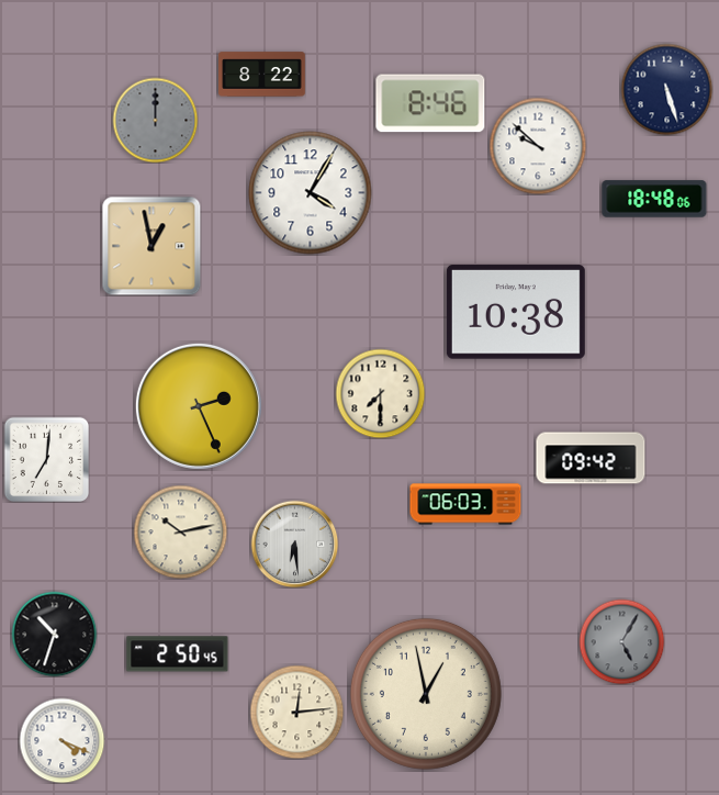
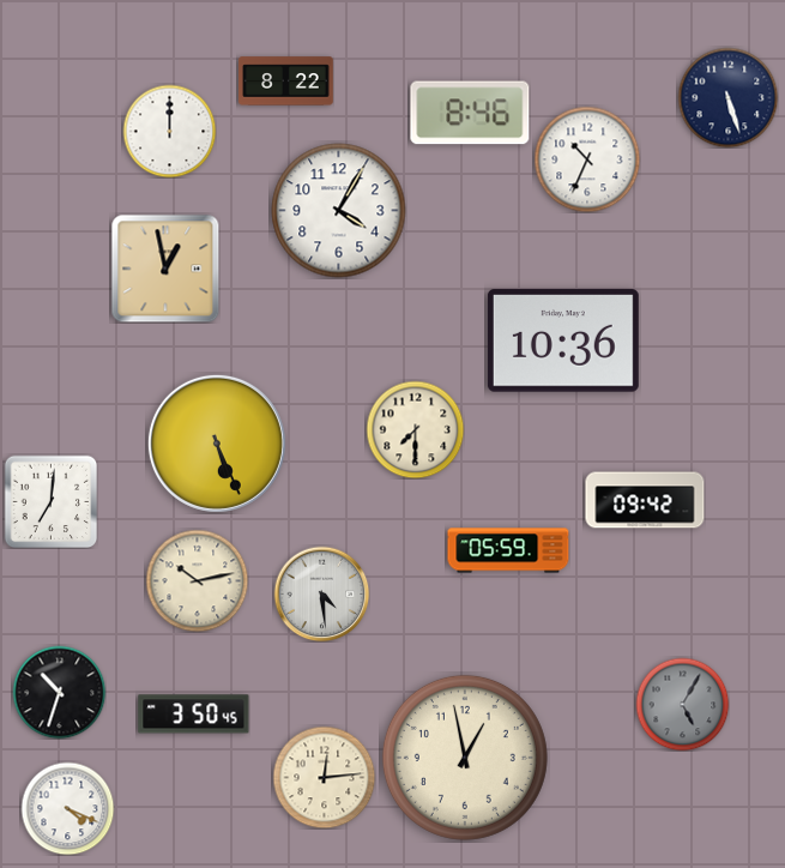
clock at (155, 120) dial: grey -> white
clock at (538, 146): 9:52 -> 10:34
clock at (654, 199): 18:48 -> none
clock at (516, 312): 10:38 -> 10:36
clock at (199, 406): 2:26 -> 5:26
clock at (465, 504): 06:03 -> 05:59
clock at (294, 544): 6:29 -> 4:29
clock at (621, 641) position: (621, 641) -> (682, 704)
clock at (178, 654): 2:50 -> 3:50
